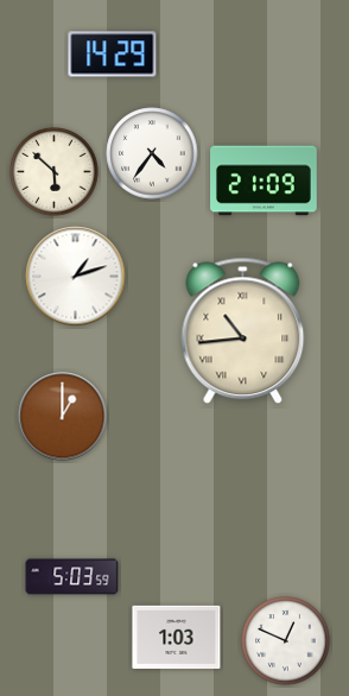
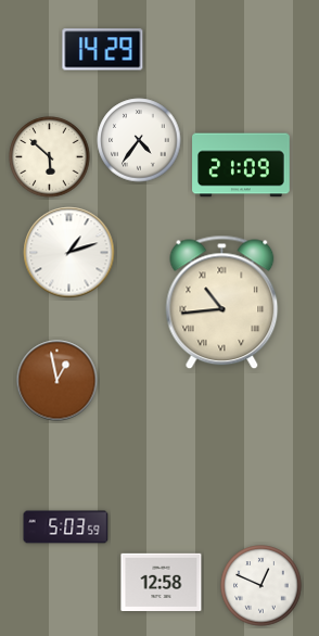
clock at (63, 417): 1:00 -> 12:58
clock at (177, 638): 1:03 -> 12:58
